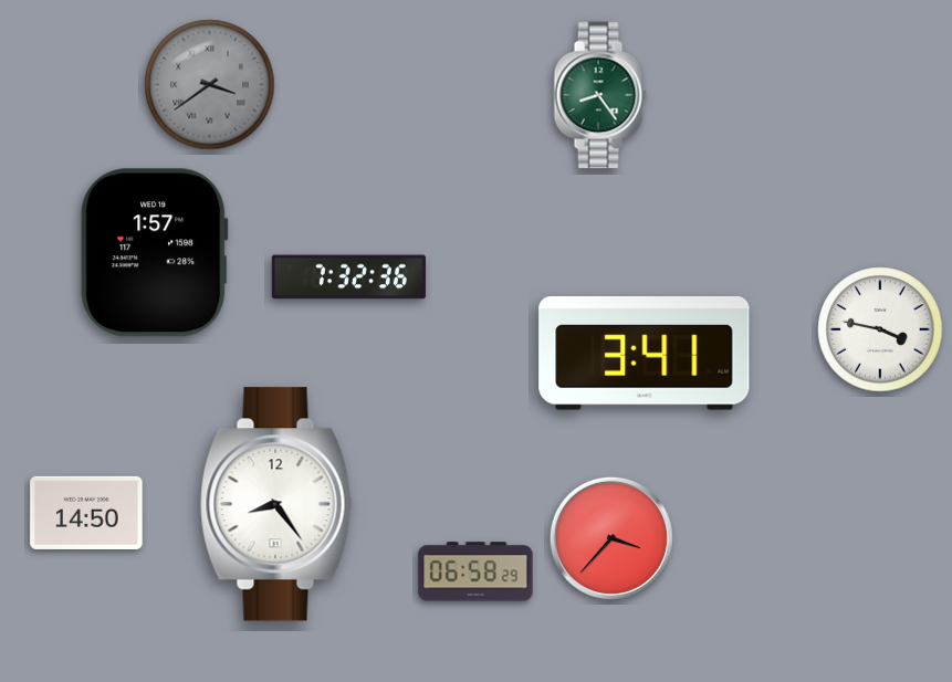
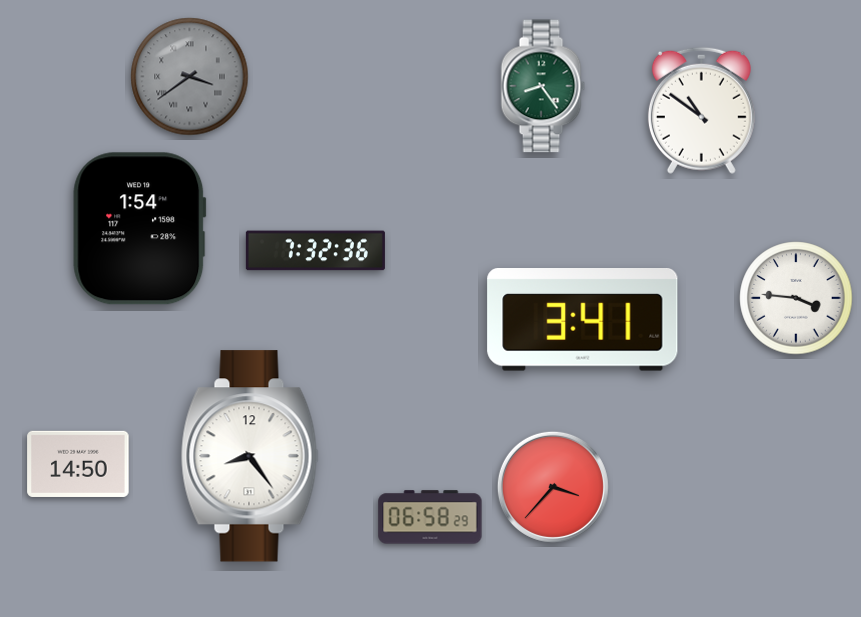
clock at (701, 110): none -> 10:51
clock at (155, 253): 1:57 -> 1:54
clock at (880, 329): 3:47 -> 3:46
